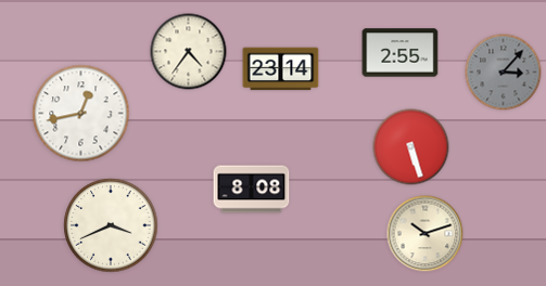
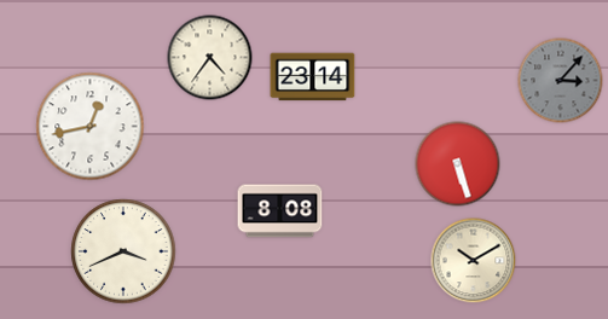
clock at (401, 53): 2:55 -> none
clock at (426, 234): 10:12 -> 10:10
